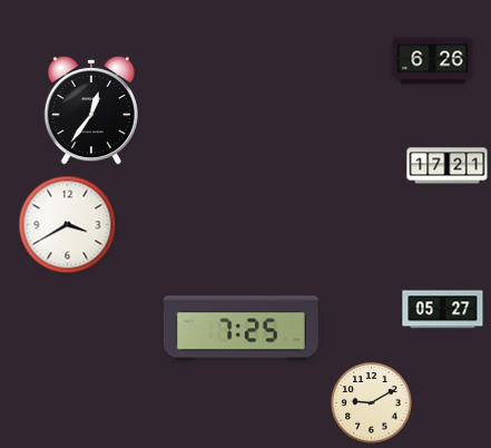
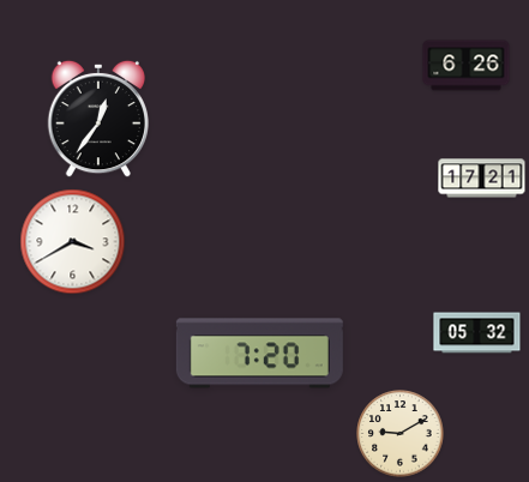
clock at (443, 310): 05:27 -> 05:32
clock at (240, 329): 7:25 -> 7:20
